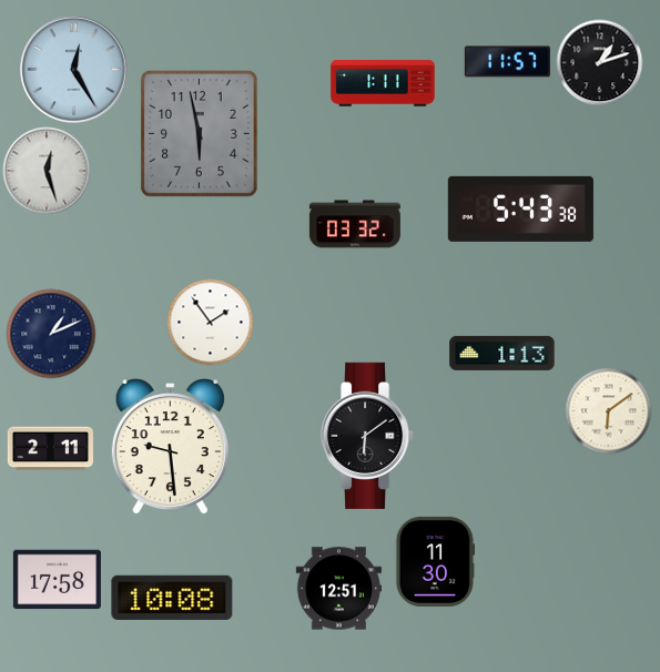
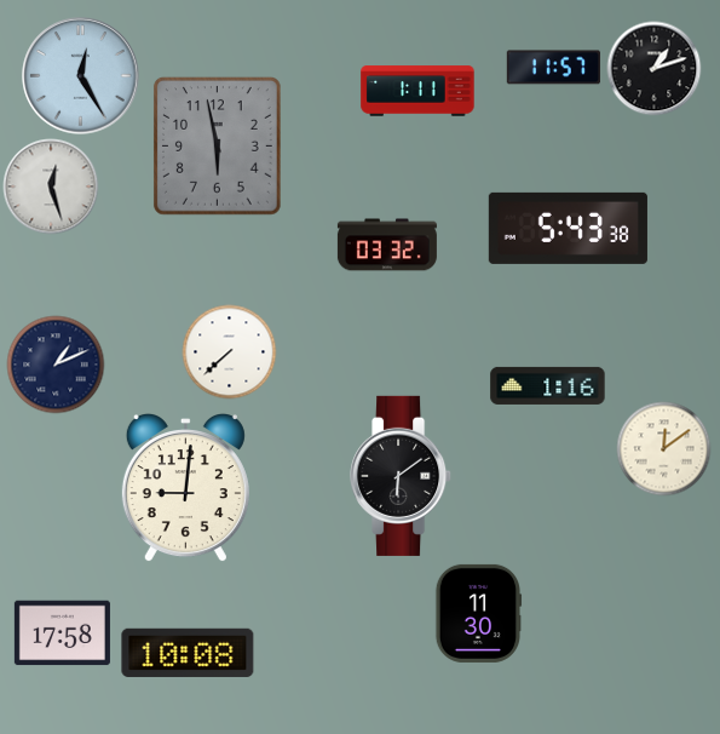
clock at (210, 322): 1:54 -> 7:38
clock at (502, 353): 1:13 -> 1:16
clock at (608, 410): 6:09 -> 12:09
clock at (170, 447): 9:29 -> 9:01
clock at (50, 449): 2:11 -> none
clock at (435, 561) position: (435, 561) -> (478, 613)
clock at (338, 589): 12:51 -> none
